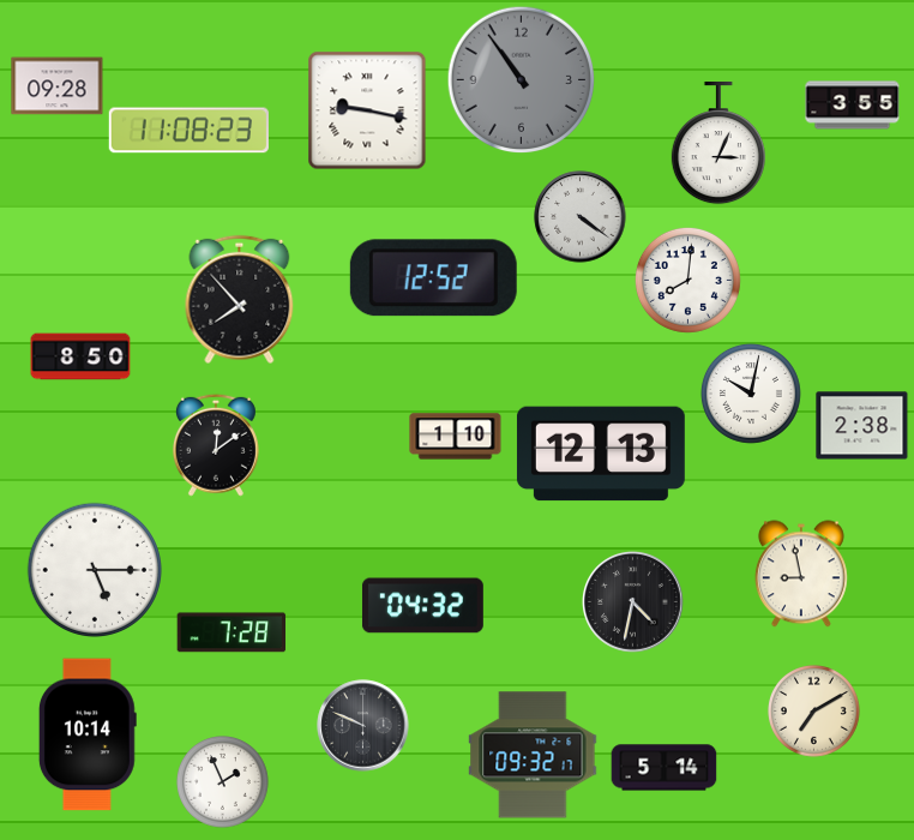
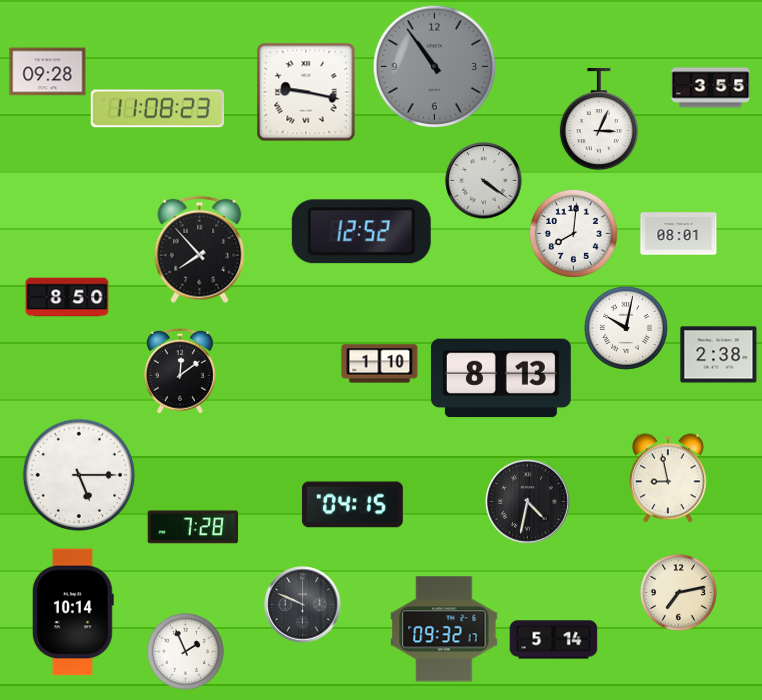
clock at (679, 234): none -> 08:01
clock at (601, 454): 12:13 -> 8:13
clock at (422, 606): 04:32 -> 04:15
clock at (814, 712): 7:10 -> 7:13
